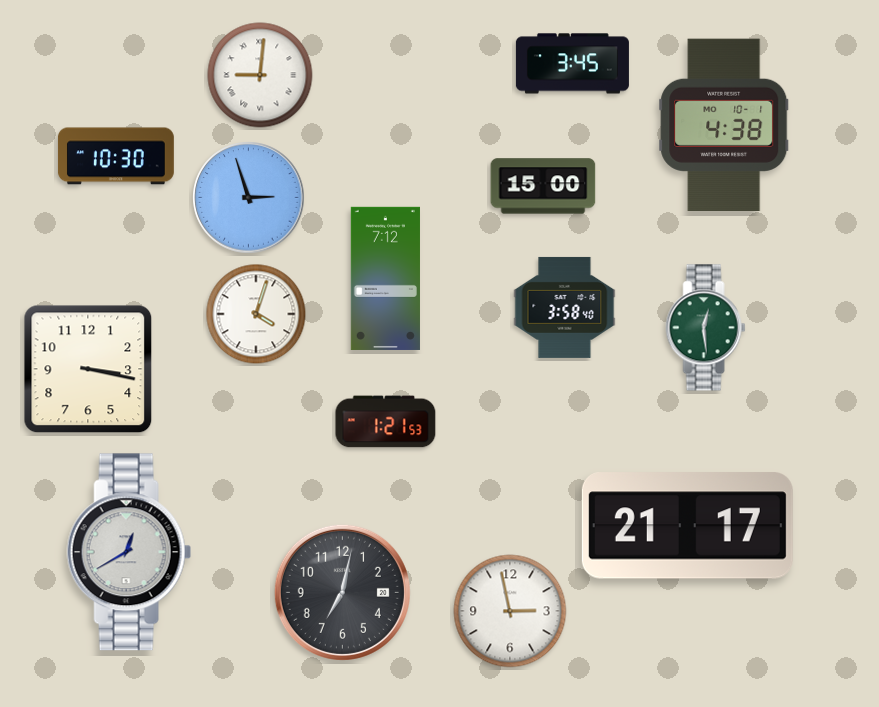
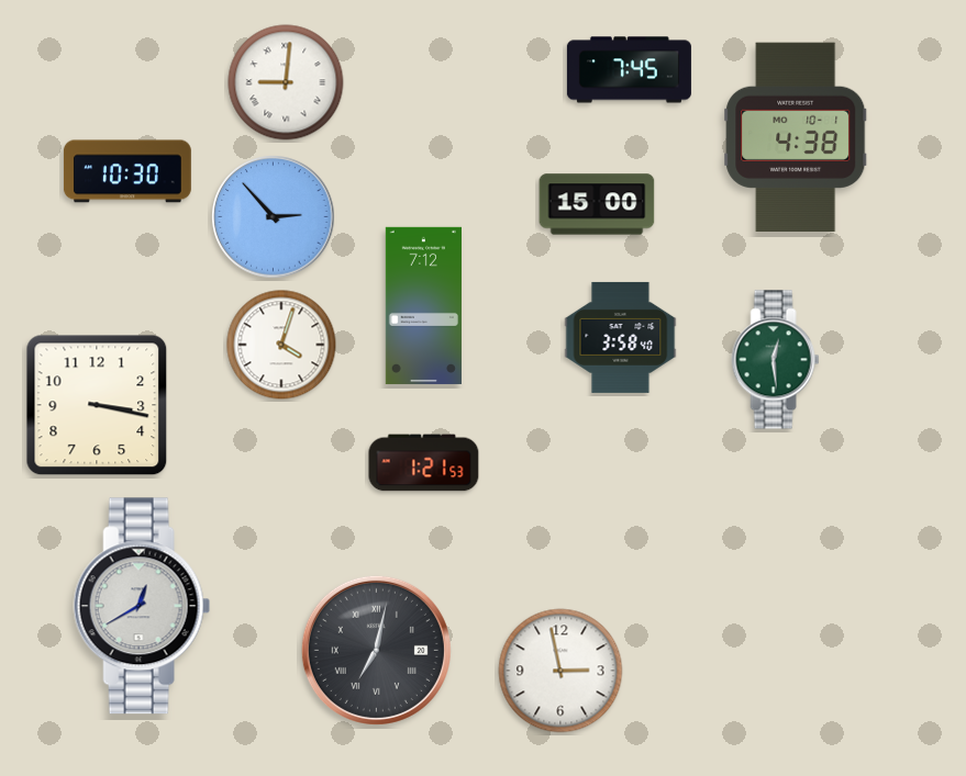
clock at (572, 64): 3:45 -> 7:45
clock at (249, 198): 2:57 -> 2:53
clock at (687, 526): 21:17 -> none
clock at (342, 592) numerals: Arabic -> Roman
